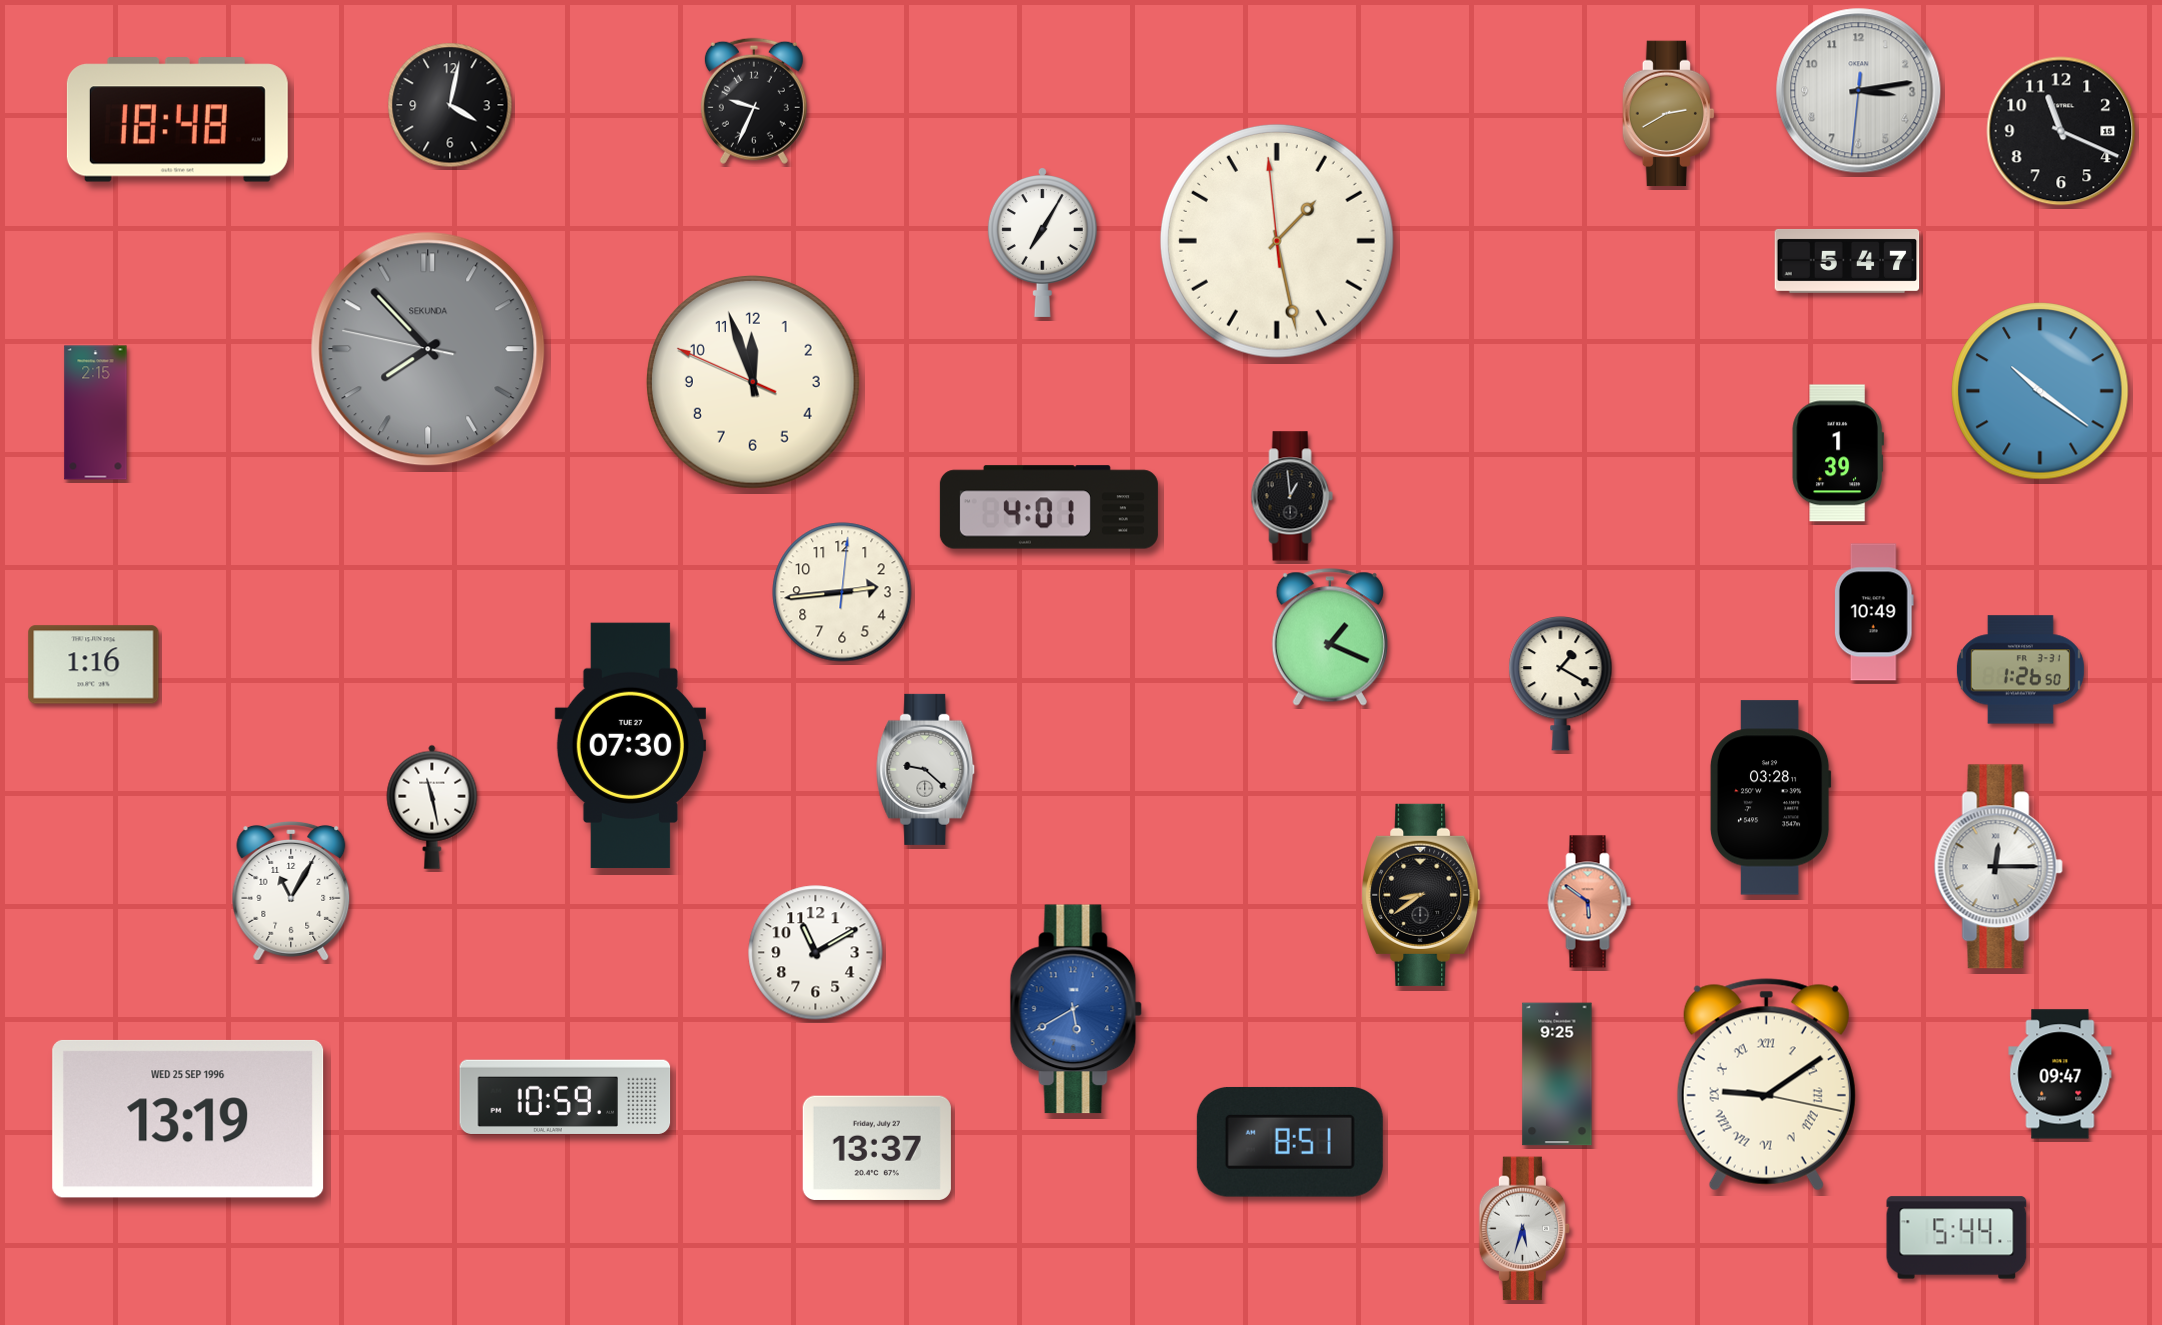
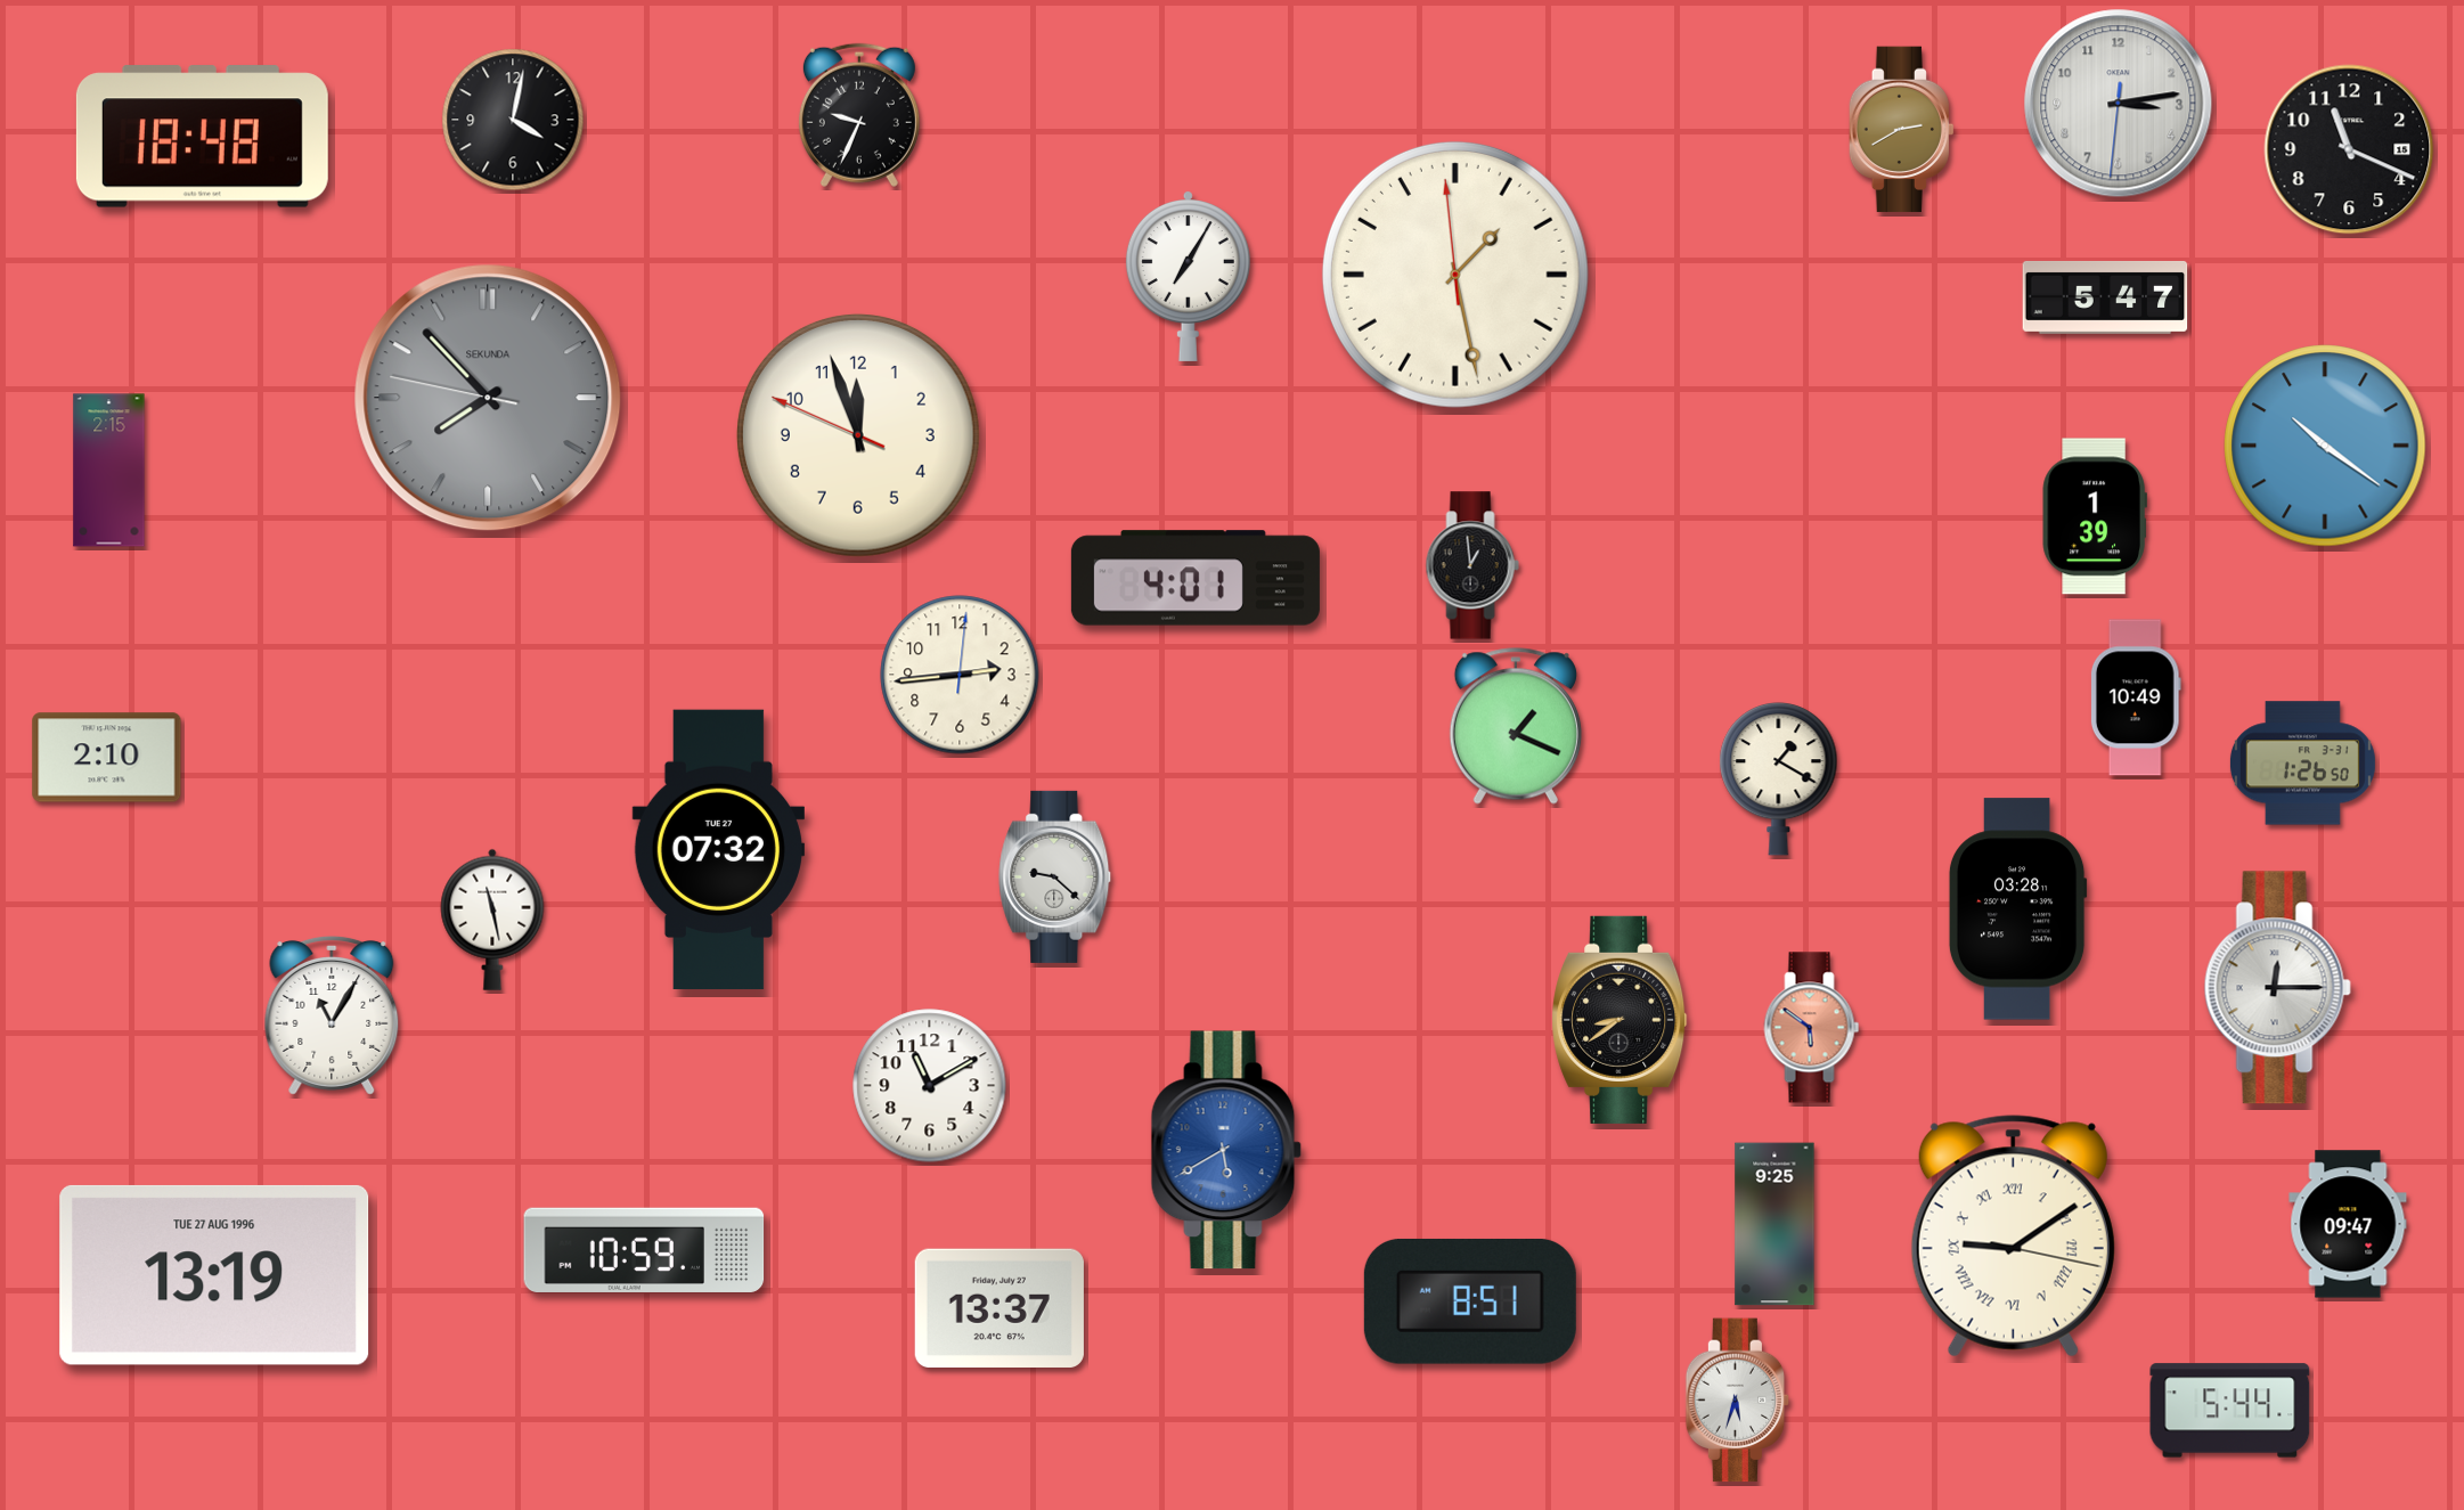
clock at (94, 665): 1:16 -> 2:10
clock at (630, 746): 07:30 -> 07:32
clock at (188, 1119) date: WED 25 SEP 1996 -> TUE 27 AUG 1996
